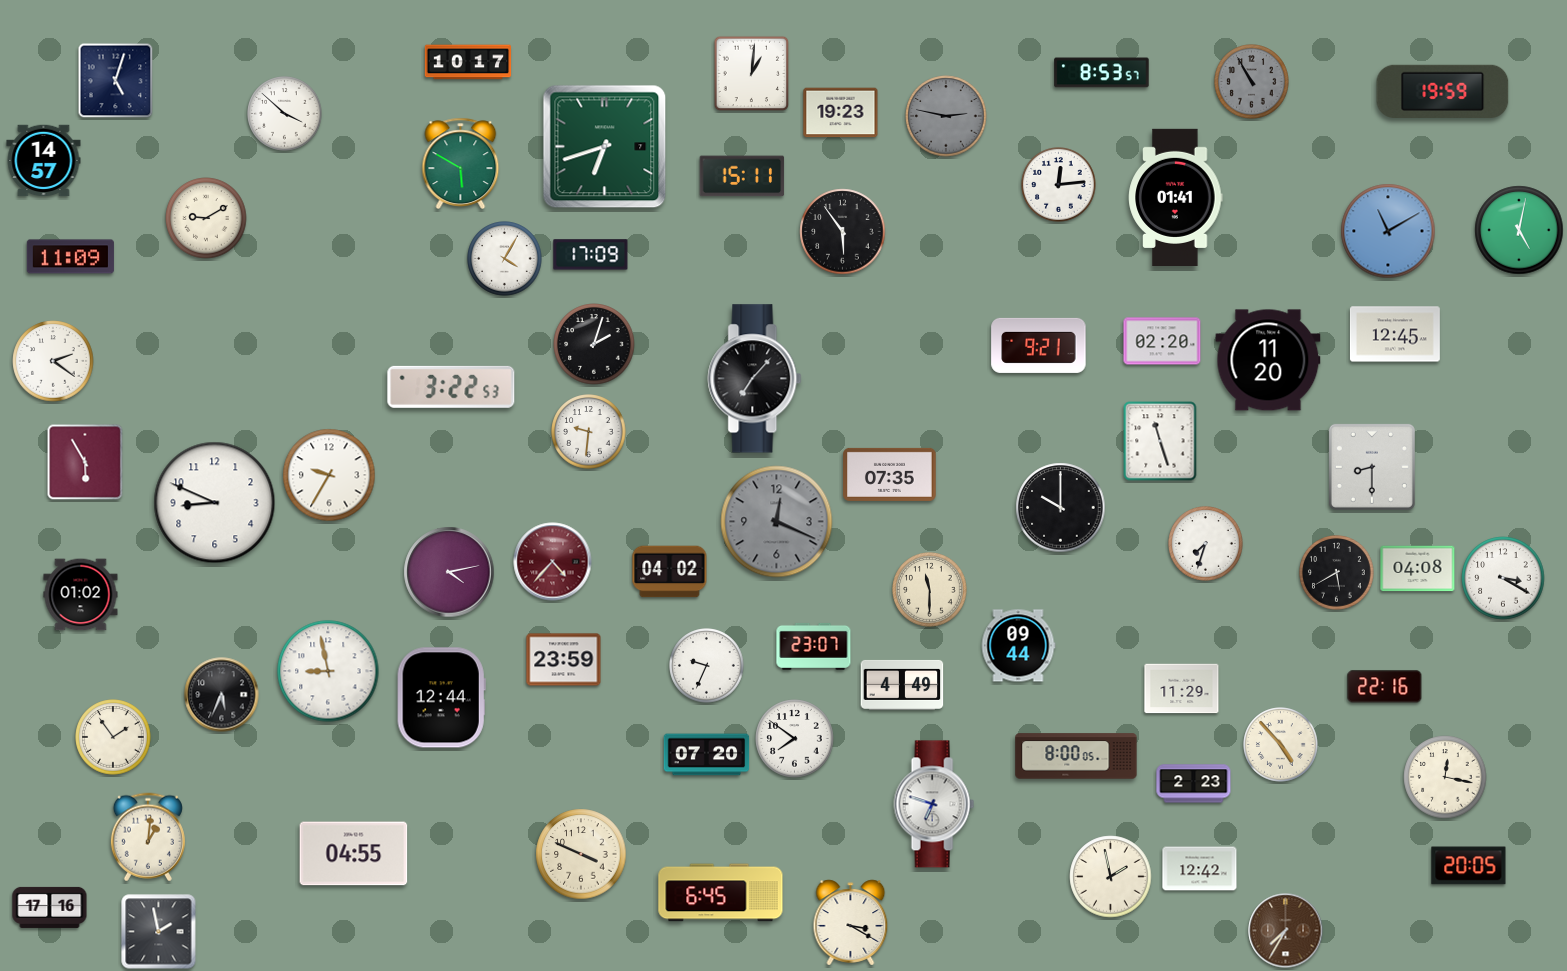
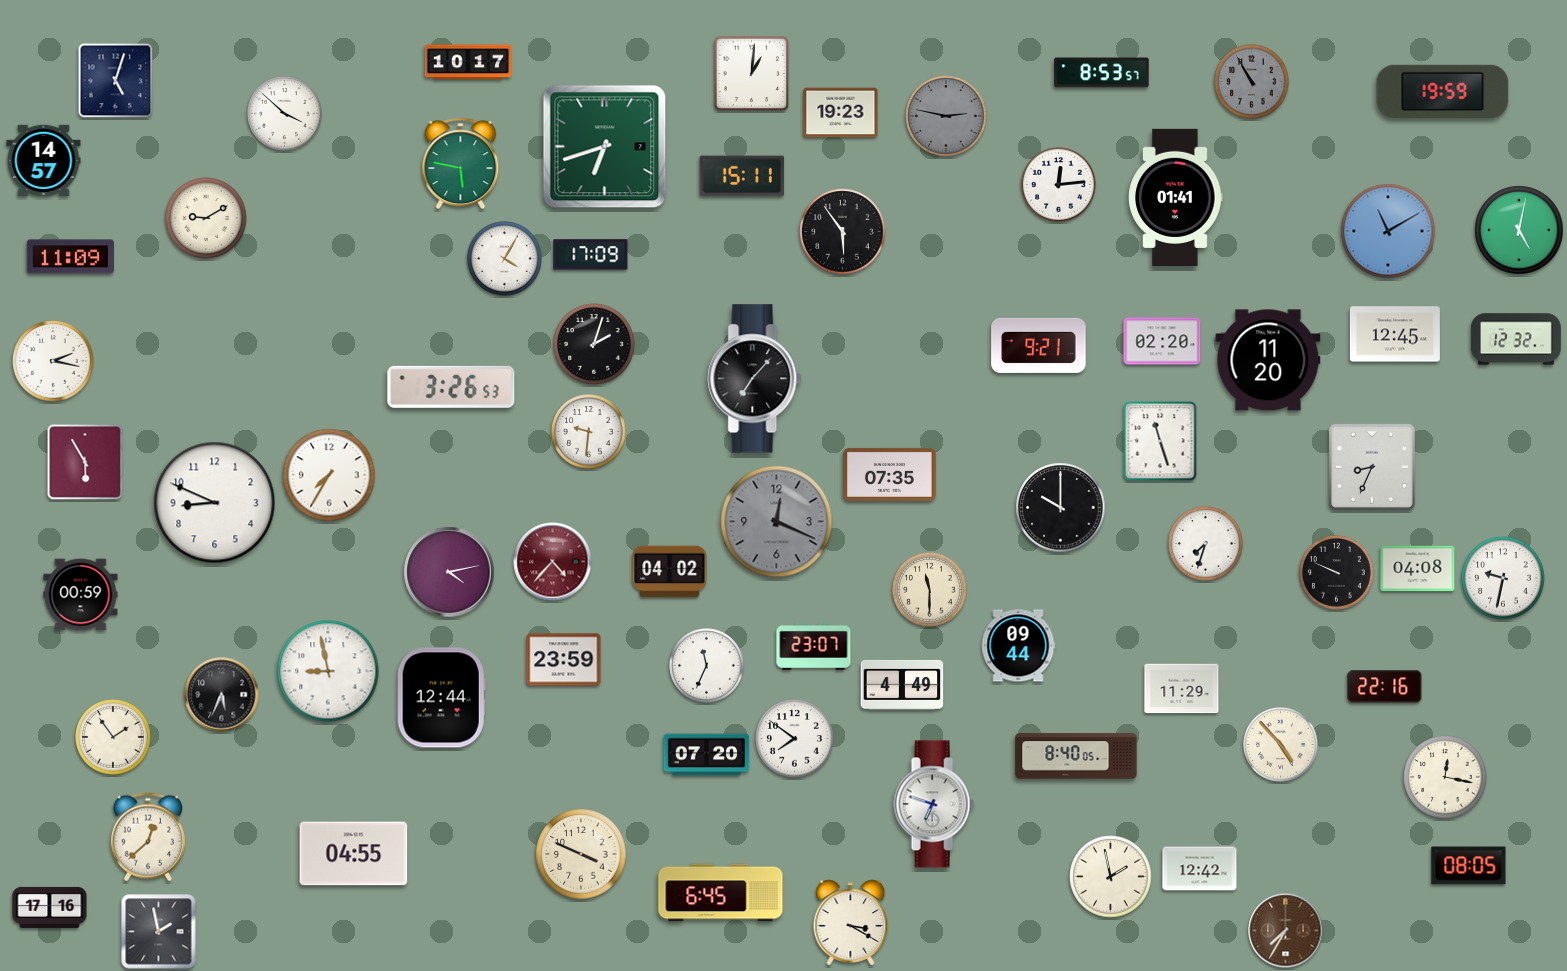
clock at (461, 163): 5:50 -> 5:47
clock at (1516, 339): none -> 12:32
clock at (53, 361): 2:21 -> 2:17
clock at (451, 387): 3:22 -> 3:26
clock at (1372, 467): 8:30 -> 8:34
clock at (329, 475): 9:35 -> 7:35
clock at (1337, 573): 5:40 -> 9:49
clock at (1503, 578): 3:20 -> 9:32
clock at (81, 595): 01:02 -> 00:59
clock at (707, 666): 9:34 -> 11:34
clock at (1076, 756): 8:00 -> 8:40
clock at (1194, 784): 2:23 -> none
clock at (148, 837): 1:01 -> 12:38
clock at (1469, 866): 20:05 -> 08:05
